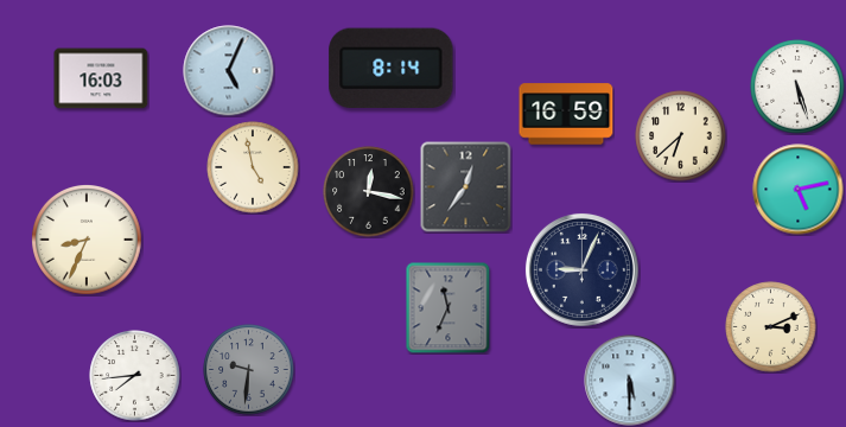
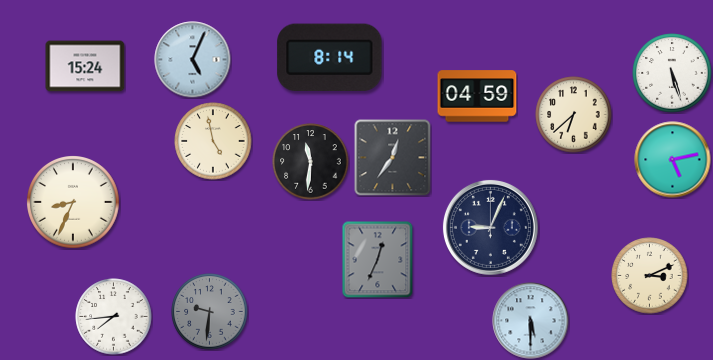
clock at (101, 78): 16:03 -> 15:24
clock at (566, 114): 16:59 -> 04:59
clock at (369, 192): 12:17 -> 11:31
clock at (449, 307): 11:34 -> 12:34
